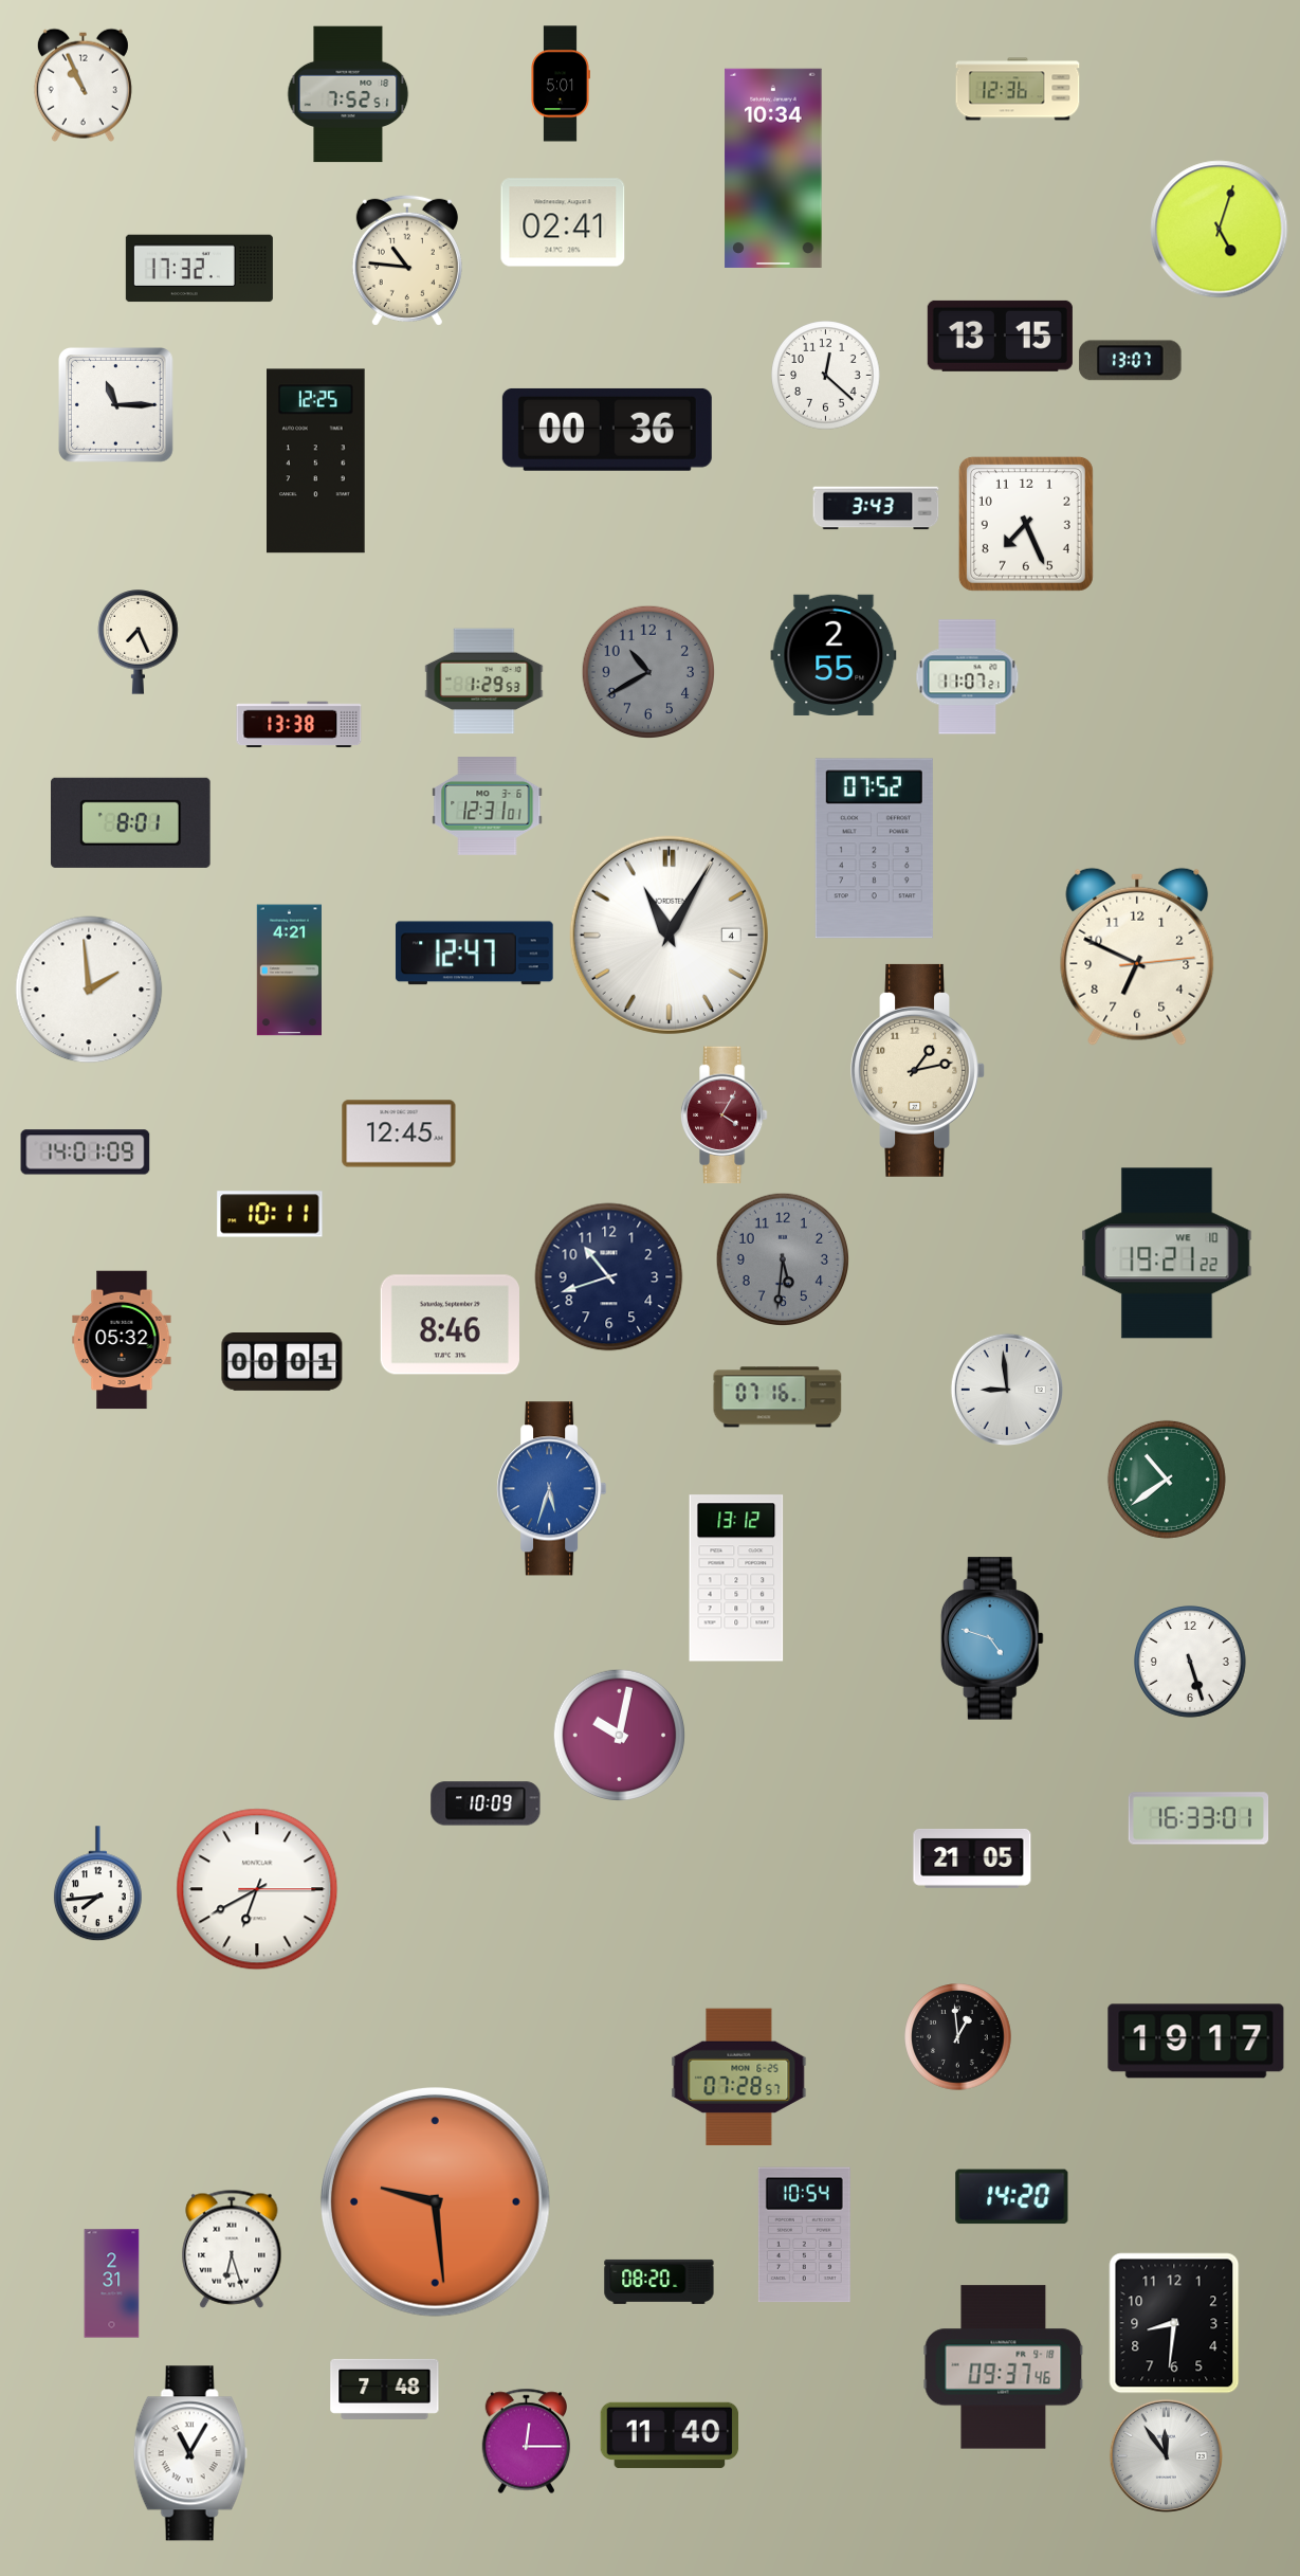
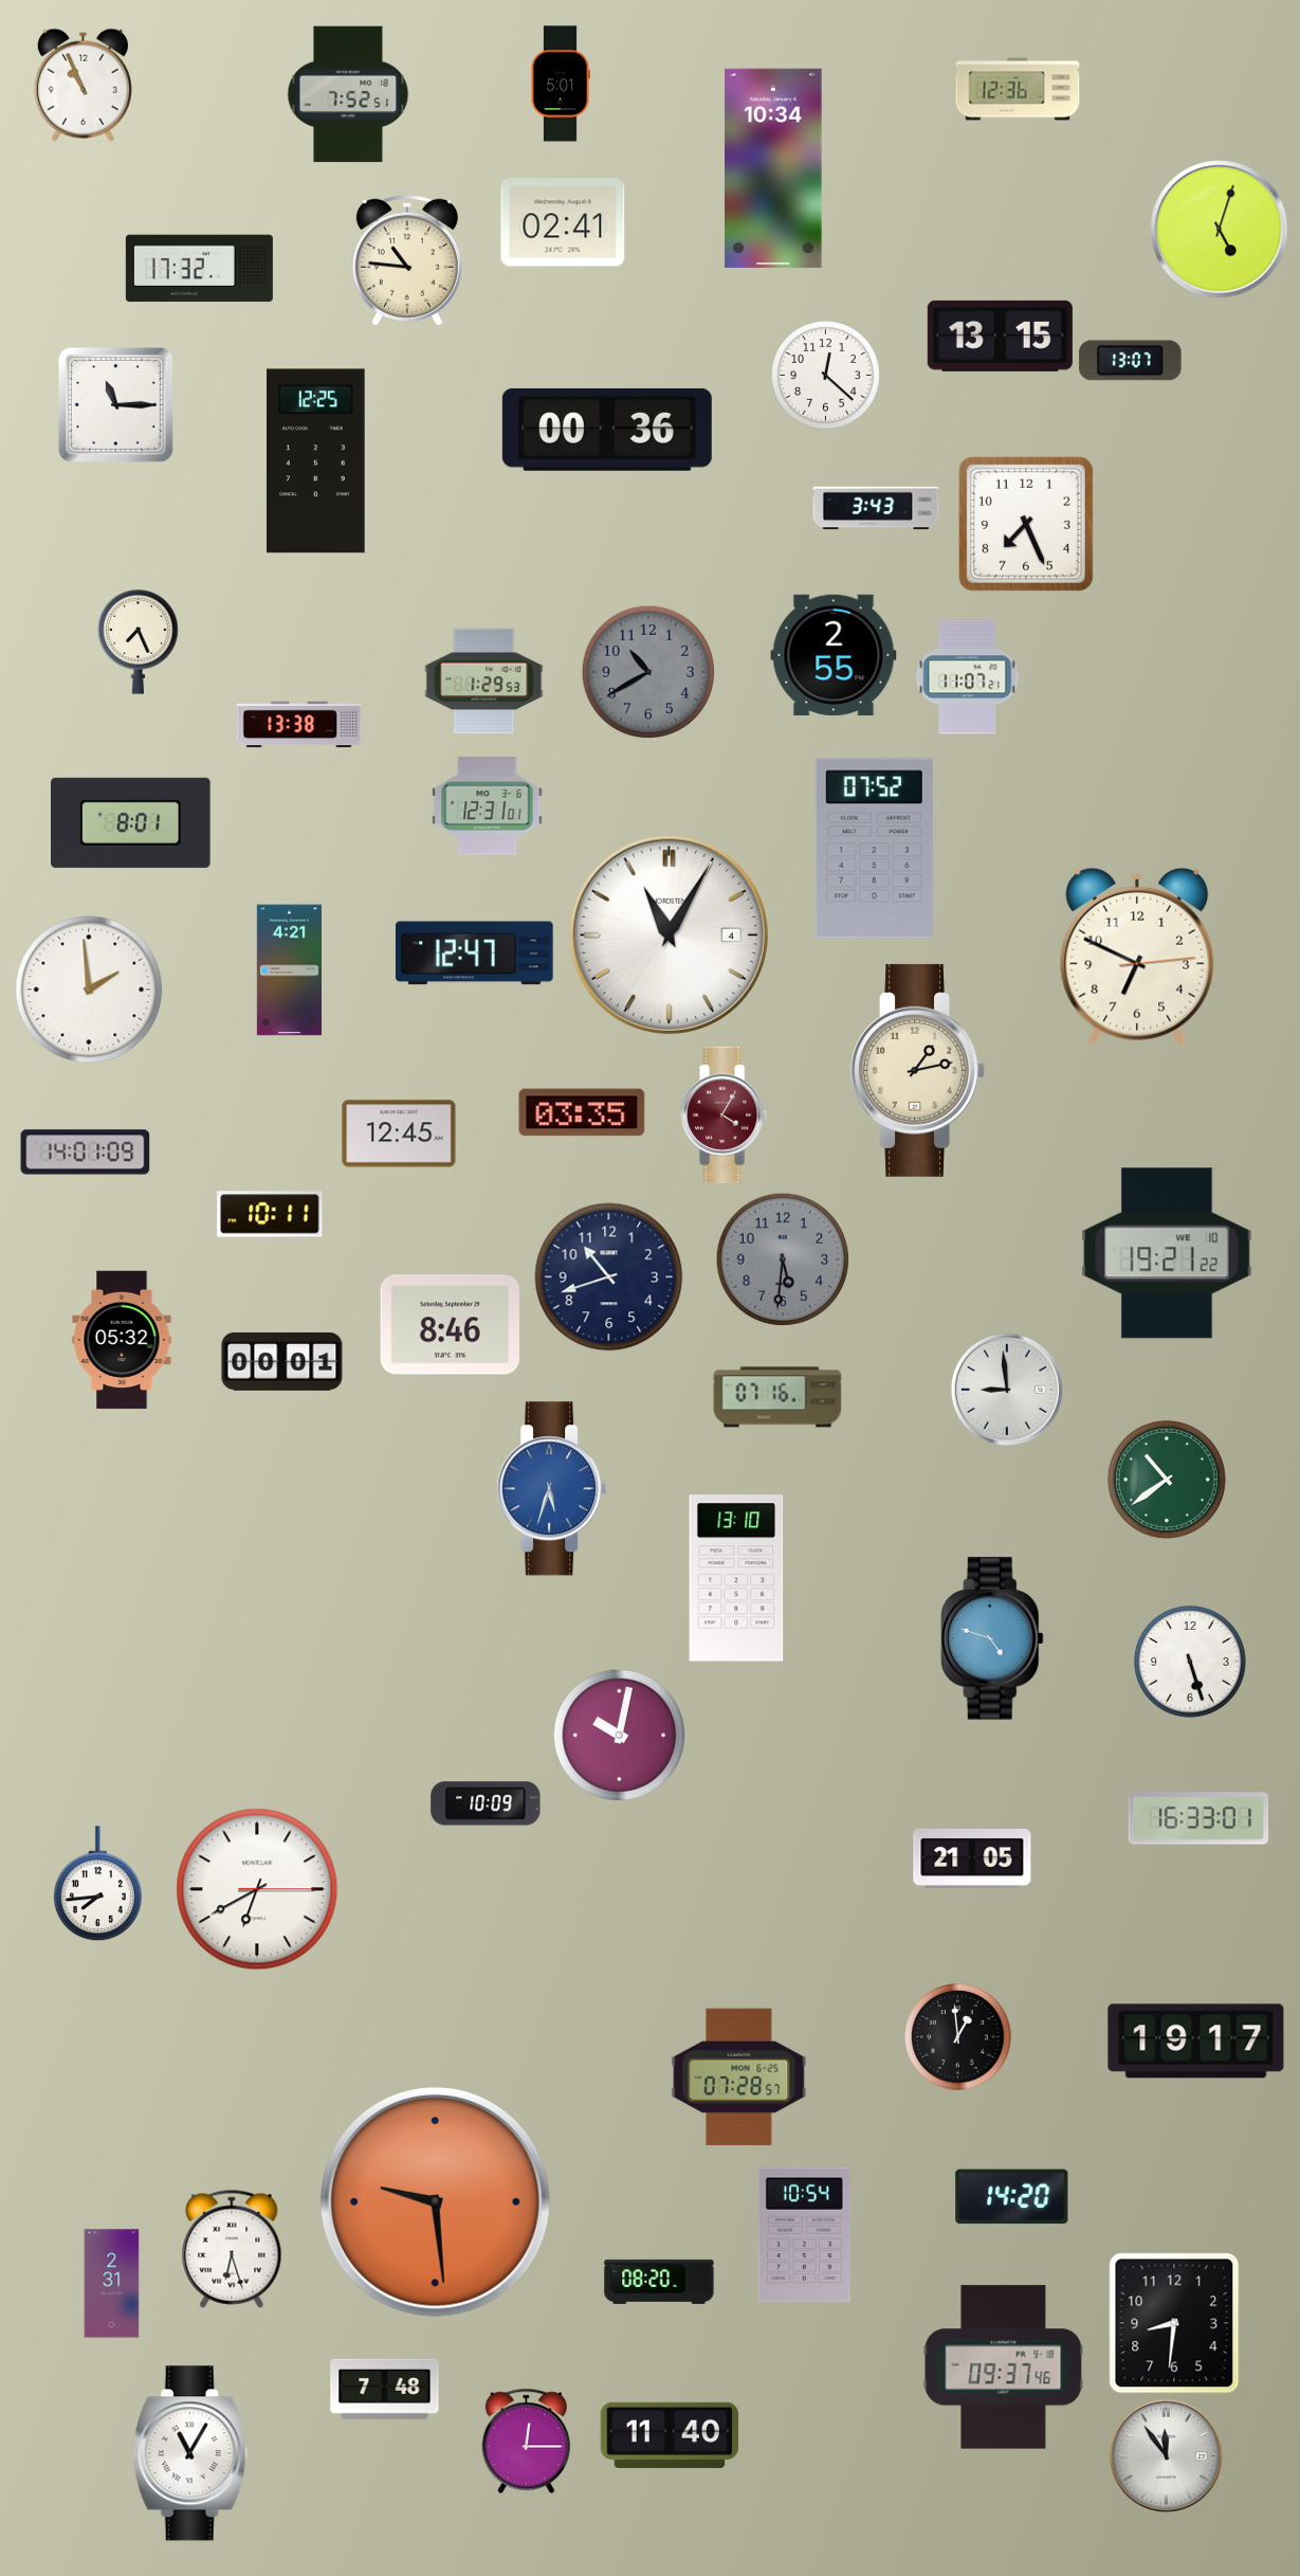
clock at (582, 1112): none -> 03:35
clock at (736, 1578): 13:12 -> 13:10
